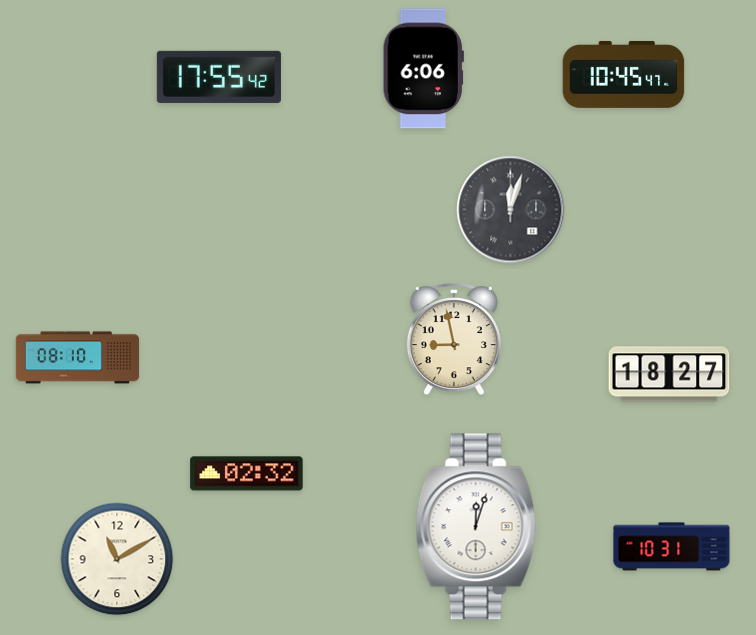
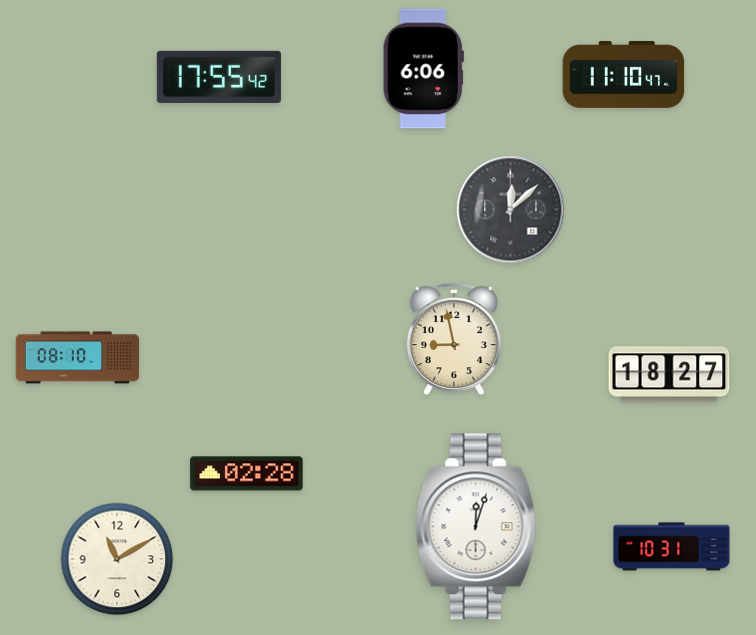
clock at (624, 74): 10:45 -> 11:10
clock at (511, 210): 12:03 -> 12:08
clock at (247, 474): 02:32 -> 02:28
